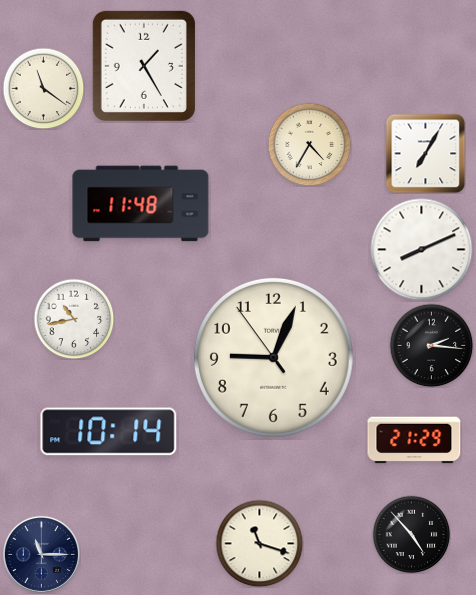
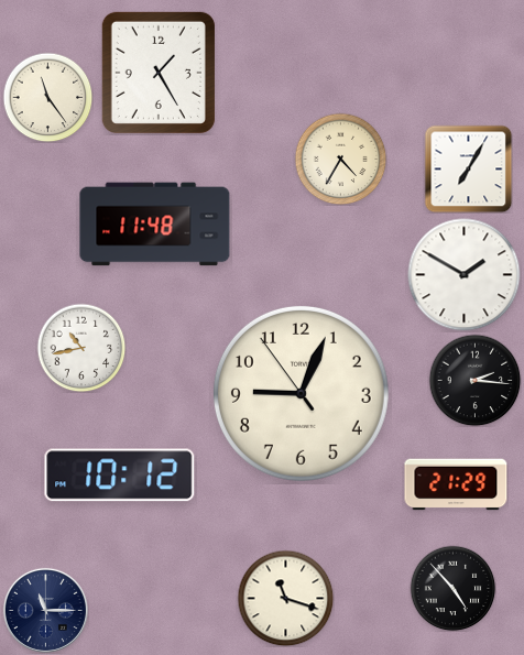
clock at (43, 88): 11:21 -> 11:24
clock at (422, 250): 8:11 -> 1:50
clock at (74, 319) position: (74, 319) -> (81, 348)
clock at (109, 432): 10:14 -> 10:12
